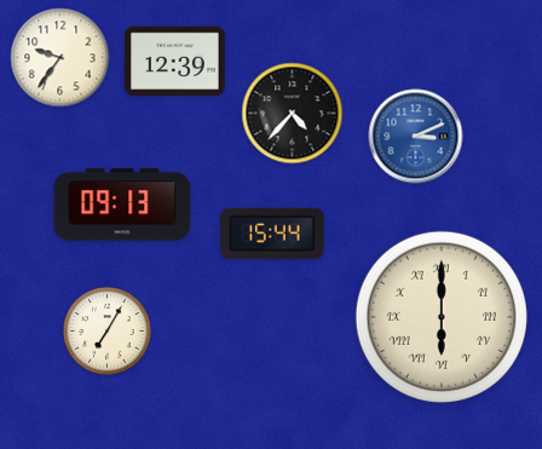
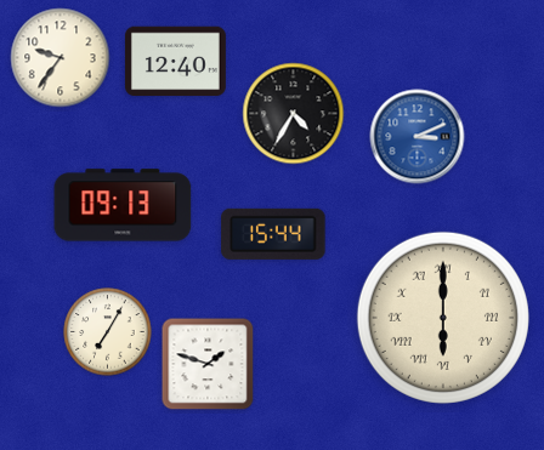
clock at (174, 62): 12:39 -> 12:40
clock at (293, 114): 4:37 -> 4:35
clock at (208, 364): none -> 1:48
